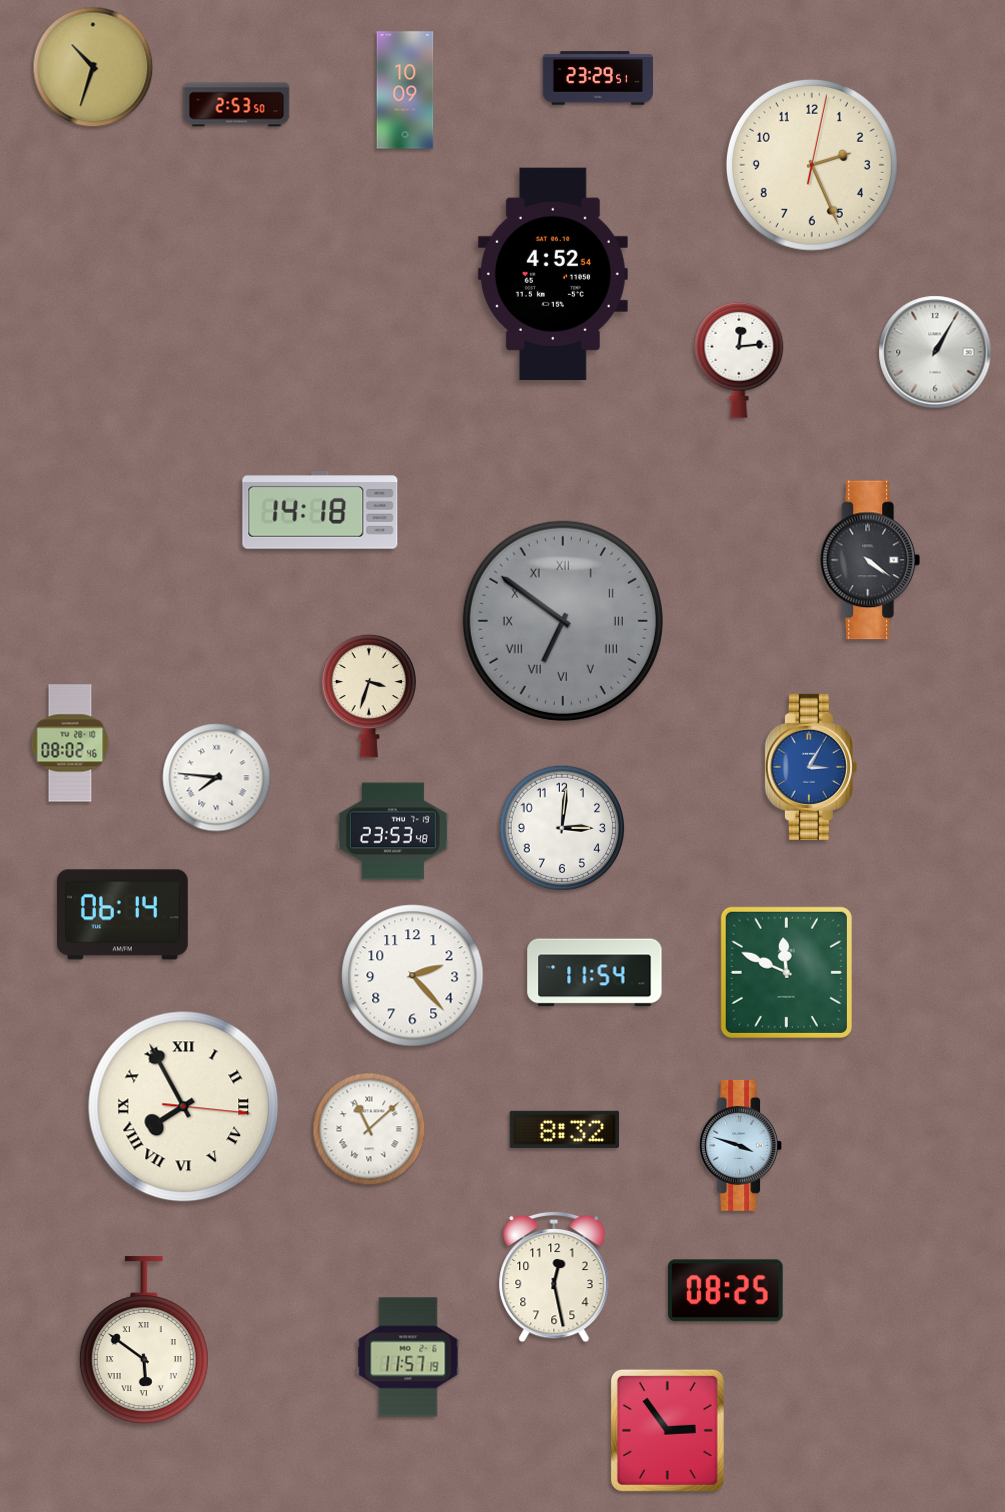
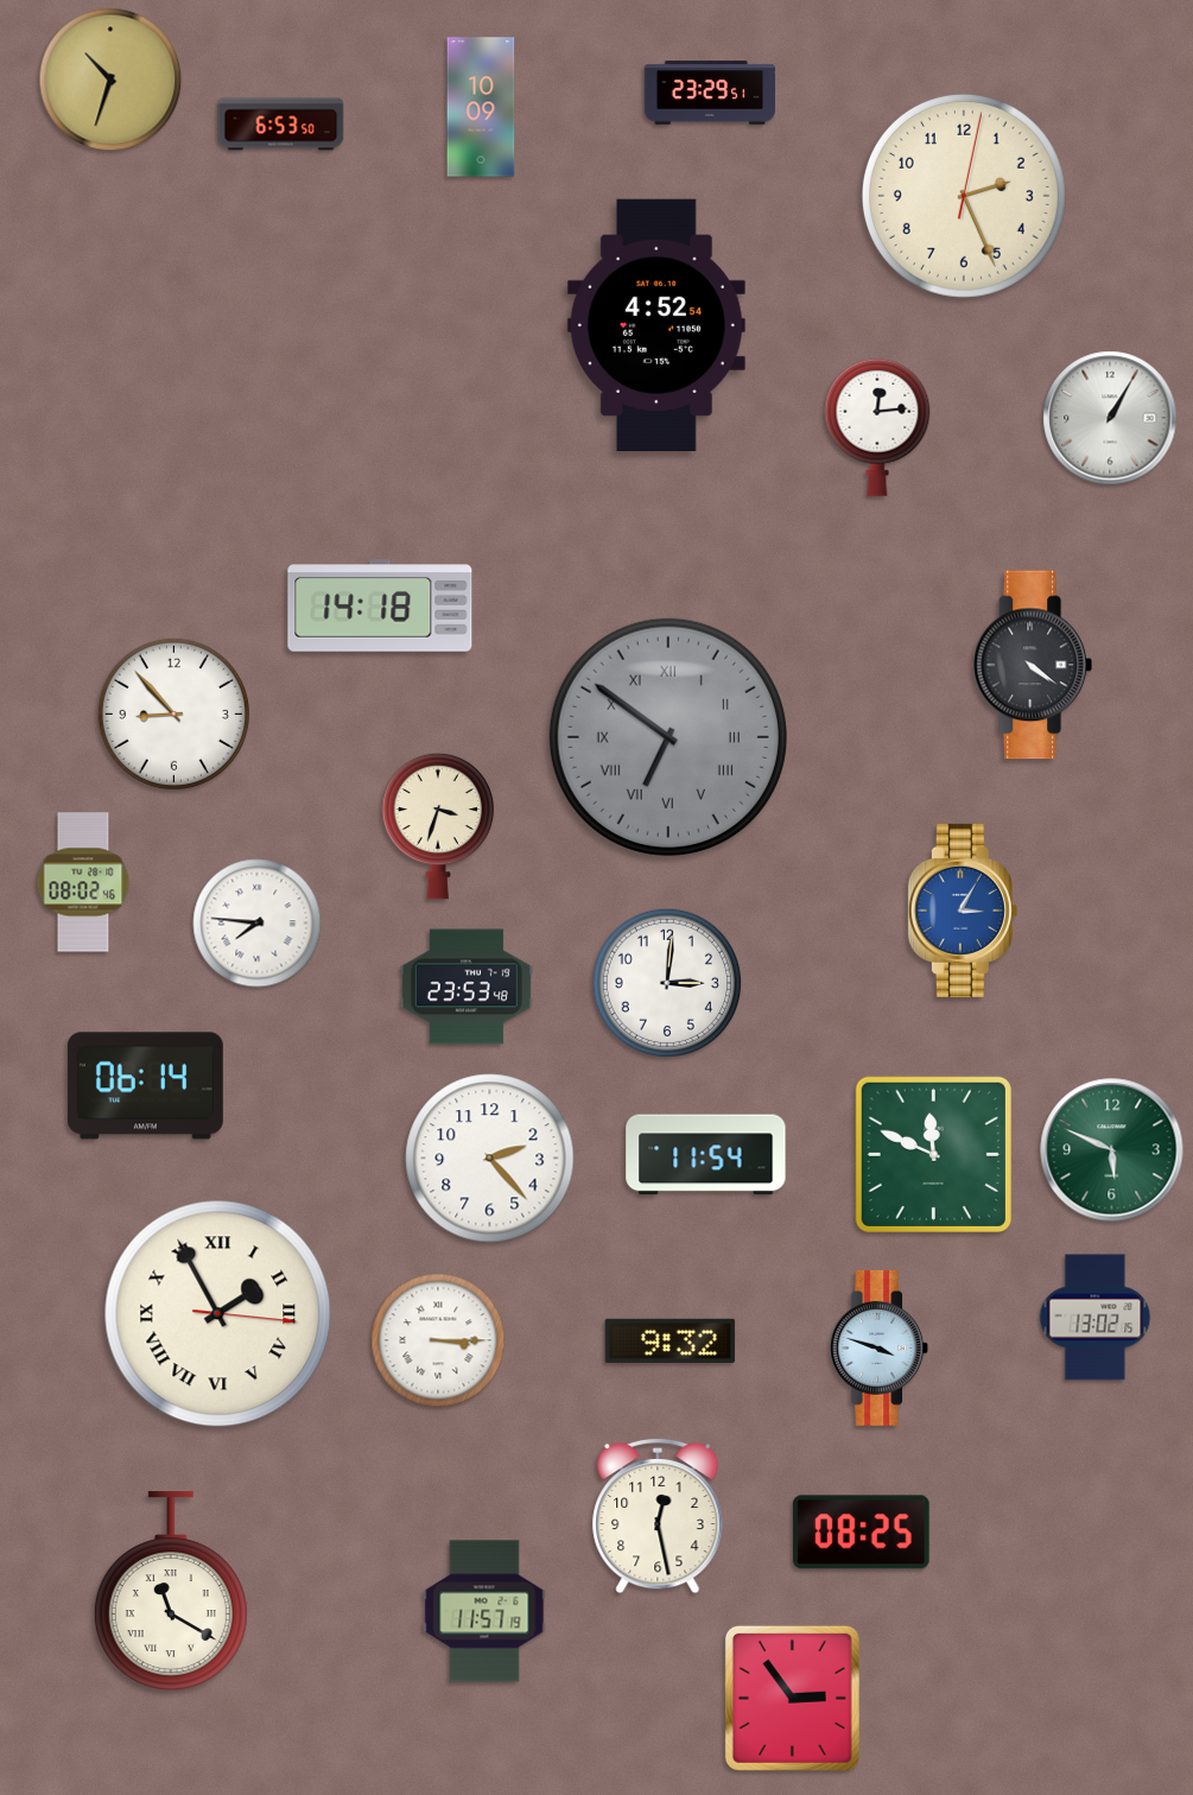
clock at (237, 105): 2:53 -> 6:53
clock at (173, 713): none -> 8:53
clock at (1112, 1150): none -> 5:49
clock at (184, 1107): 7:55 -> 1:55
clock at (1096, 1318): none -> 13:02
clock at (369, 1129): 11:08 -> 3:15
clock at (565, 1129): 8:32 -> 9:32
clock at (741, 1145) position: (741, 1145) -> (880, 1347)
clock at (144, 1341): 5:51 -> 11:20
